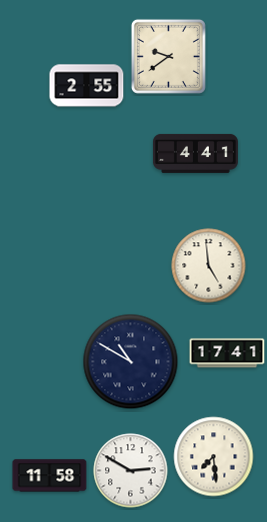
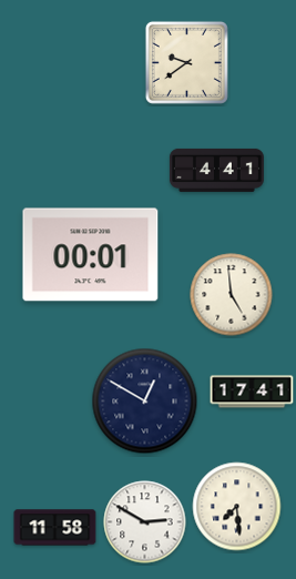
clock at (87, 86): 2:55 -> none
clock at (91, 255): none -> 00:01
clock at (131, 362): 10:50 -> 12:50
